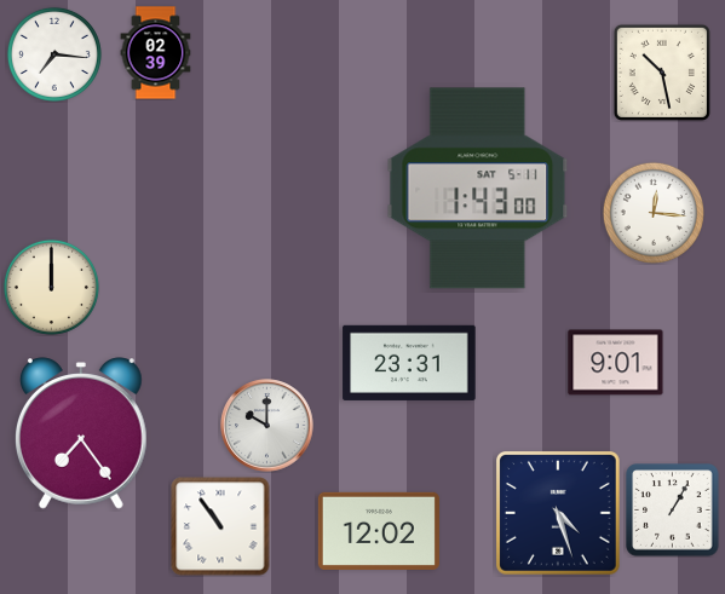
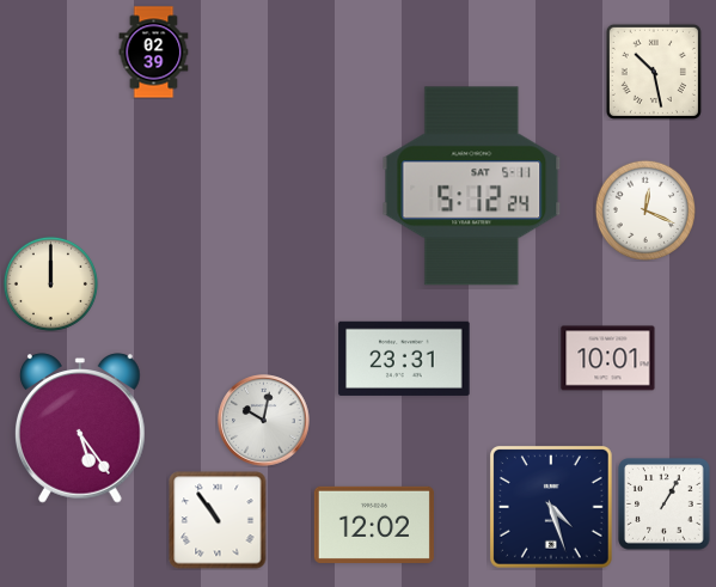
clock at (54, 54): 7:16 -> none
clock at (478, 189): 1:43 -> 5:12
clock at (654, 213): 12:16 -> 12:19
clock at (616, 363): 9:01 -> 10:01
clock at (267, 426): 10:00 -> 10:02
clock at (82, 433): 7:24 -> 5:24
